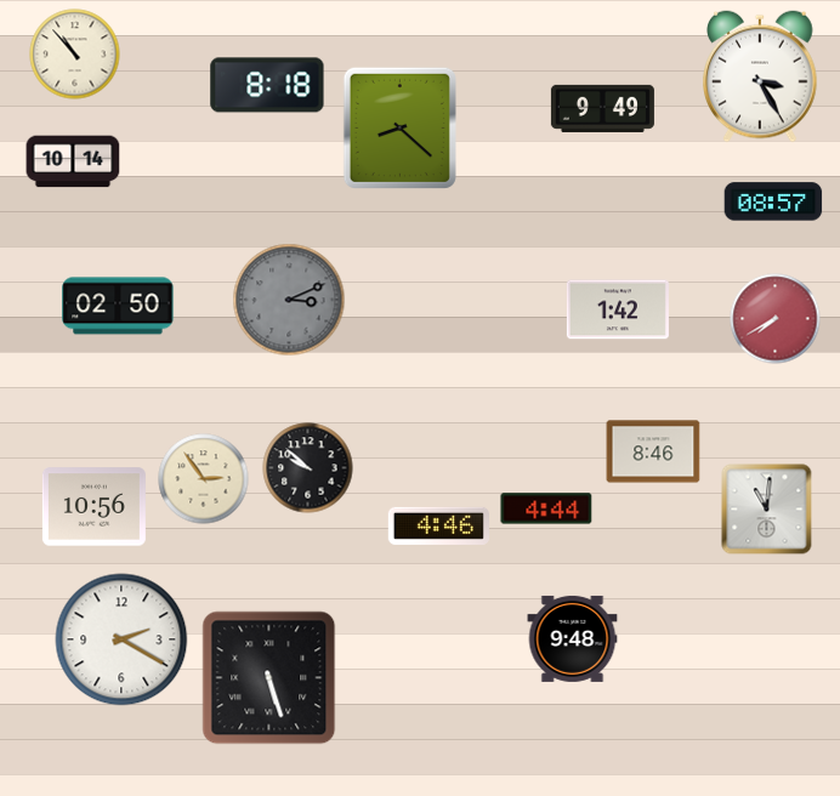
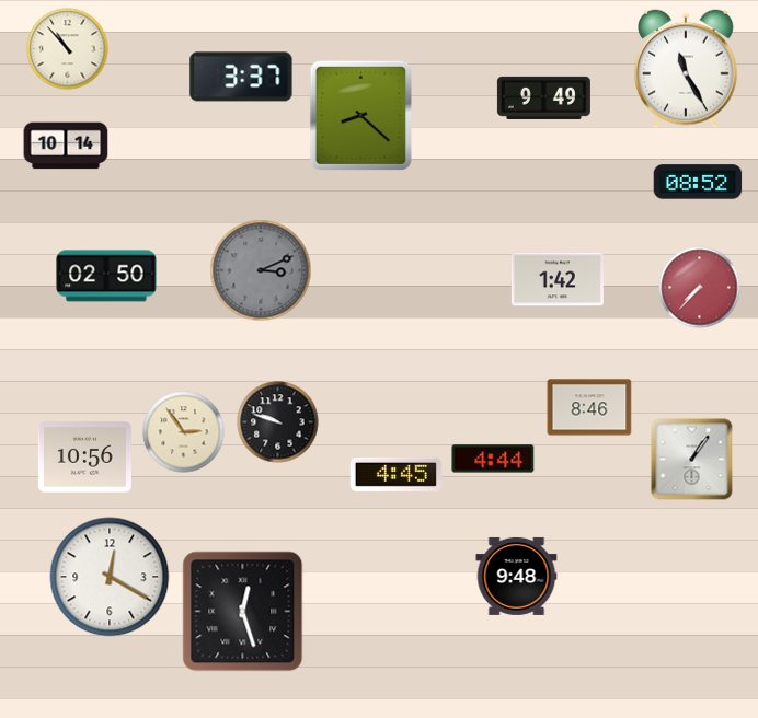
clock at (760, 76): 3:25 -> 11:25
clock at (267, 85): 8:18 -> 3:37
clock at (773, 201): 08:57 -> 08:52
clock at (776, 319): 7:40 -> 7:37
clock at (308, 468): 9:52 -> 9:48
clock at (767, 510): 11:01 -> 1:06
clock at (438, 525): 4:46 -> 4:45
clock at (121, 639): 2:20 -> 12:20
clock at (269, 678): 5:27 -> 12:27
